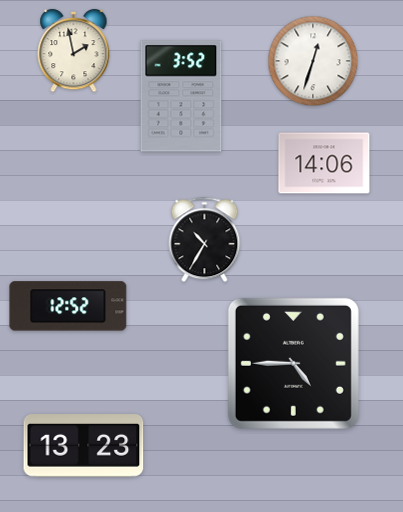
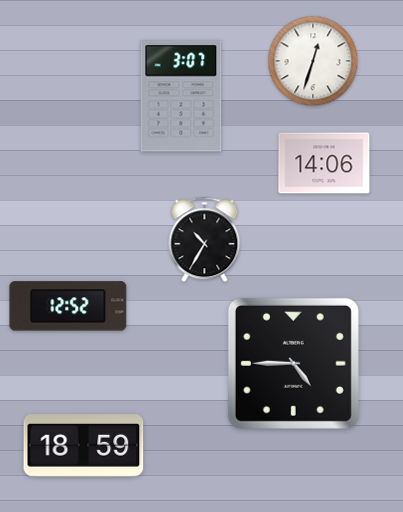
clock at (74, 51): 1:58 -> none
clock at (181, 96): 3:52 -> 3:07
clock at (84, 446): 13:23 -> 18:59
